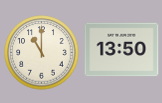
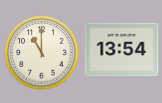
clock at (122, 50): 13:50 -> 13:54
